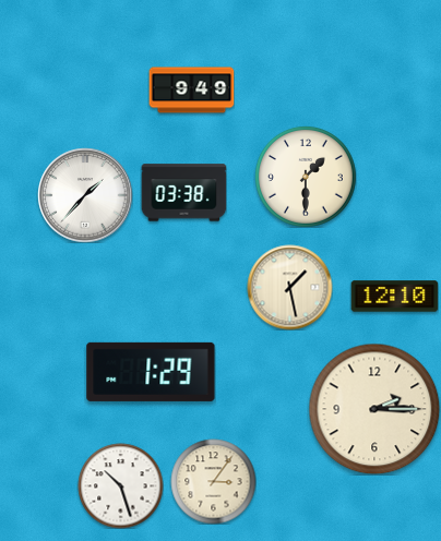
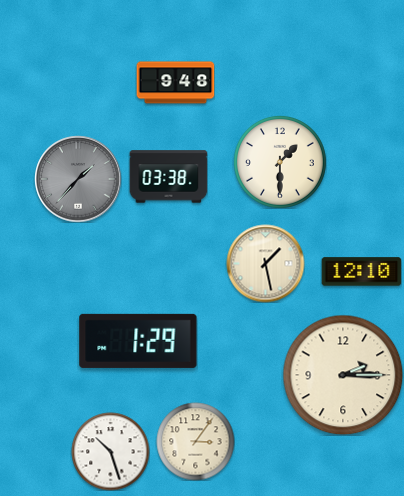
clock at (191, 91): 9:49 -> 9:48
clock at (85, 195) dial: white -> grey
clock at (120, 485) position: (120, 485) -> (110, 451)
